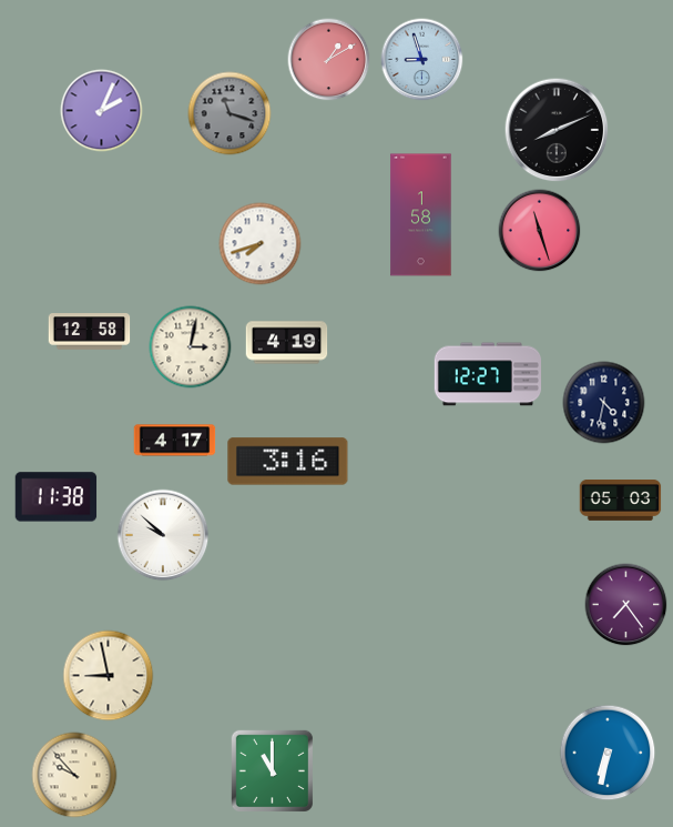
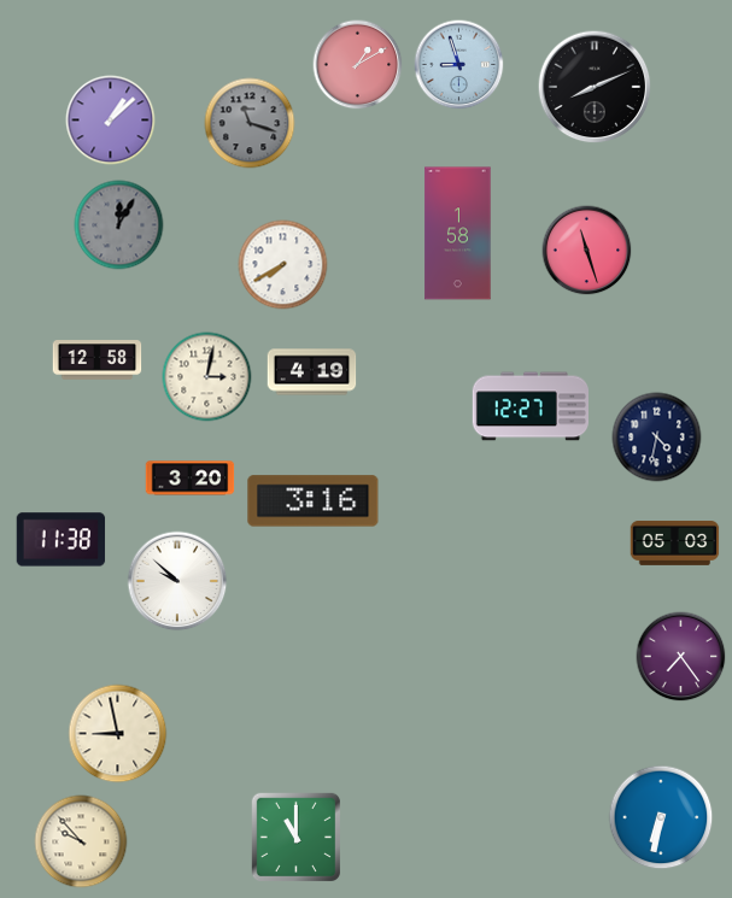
clock at (102, 111): 2:04 -> 1:08
clock at (557, 130) position: (557, 130) -> (595, 87)
clock at (119, 225): none -> 12:05
clock at (261, 244): 7:42 -> 7:40
clock at (175, 441): 4:17 -> 3:20
